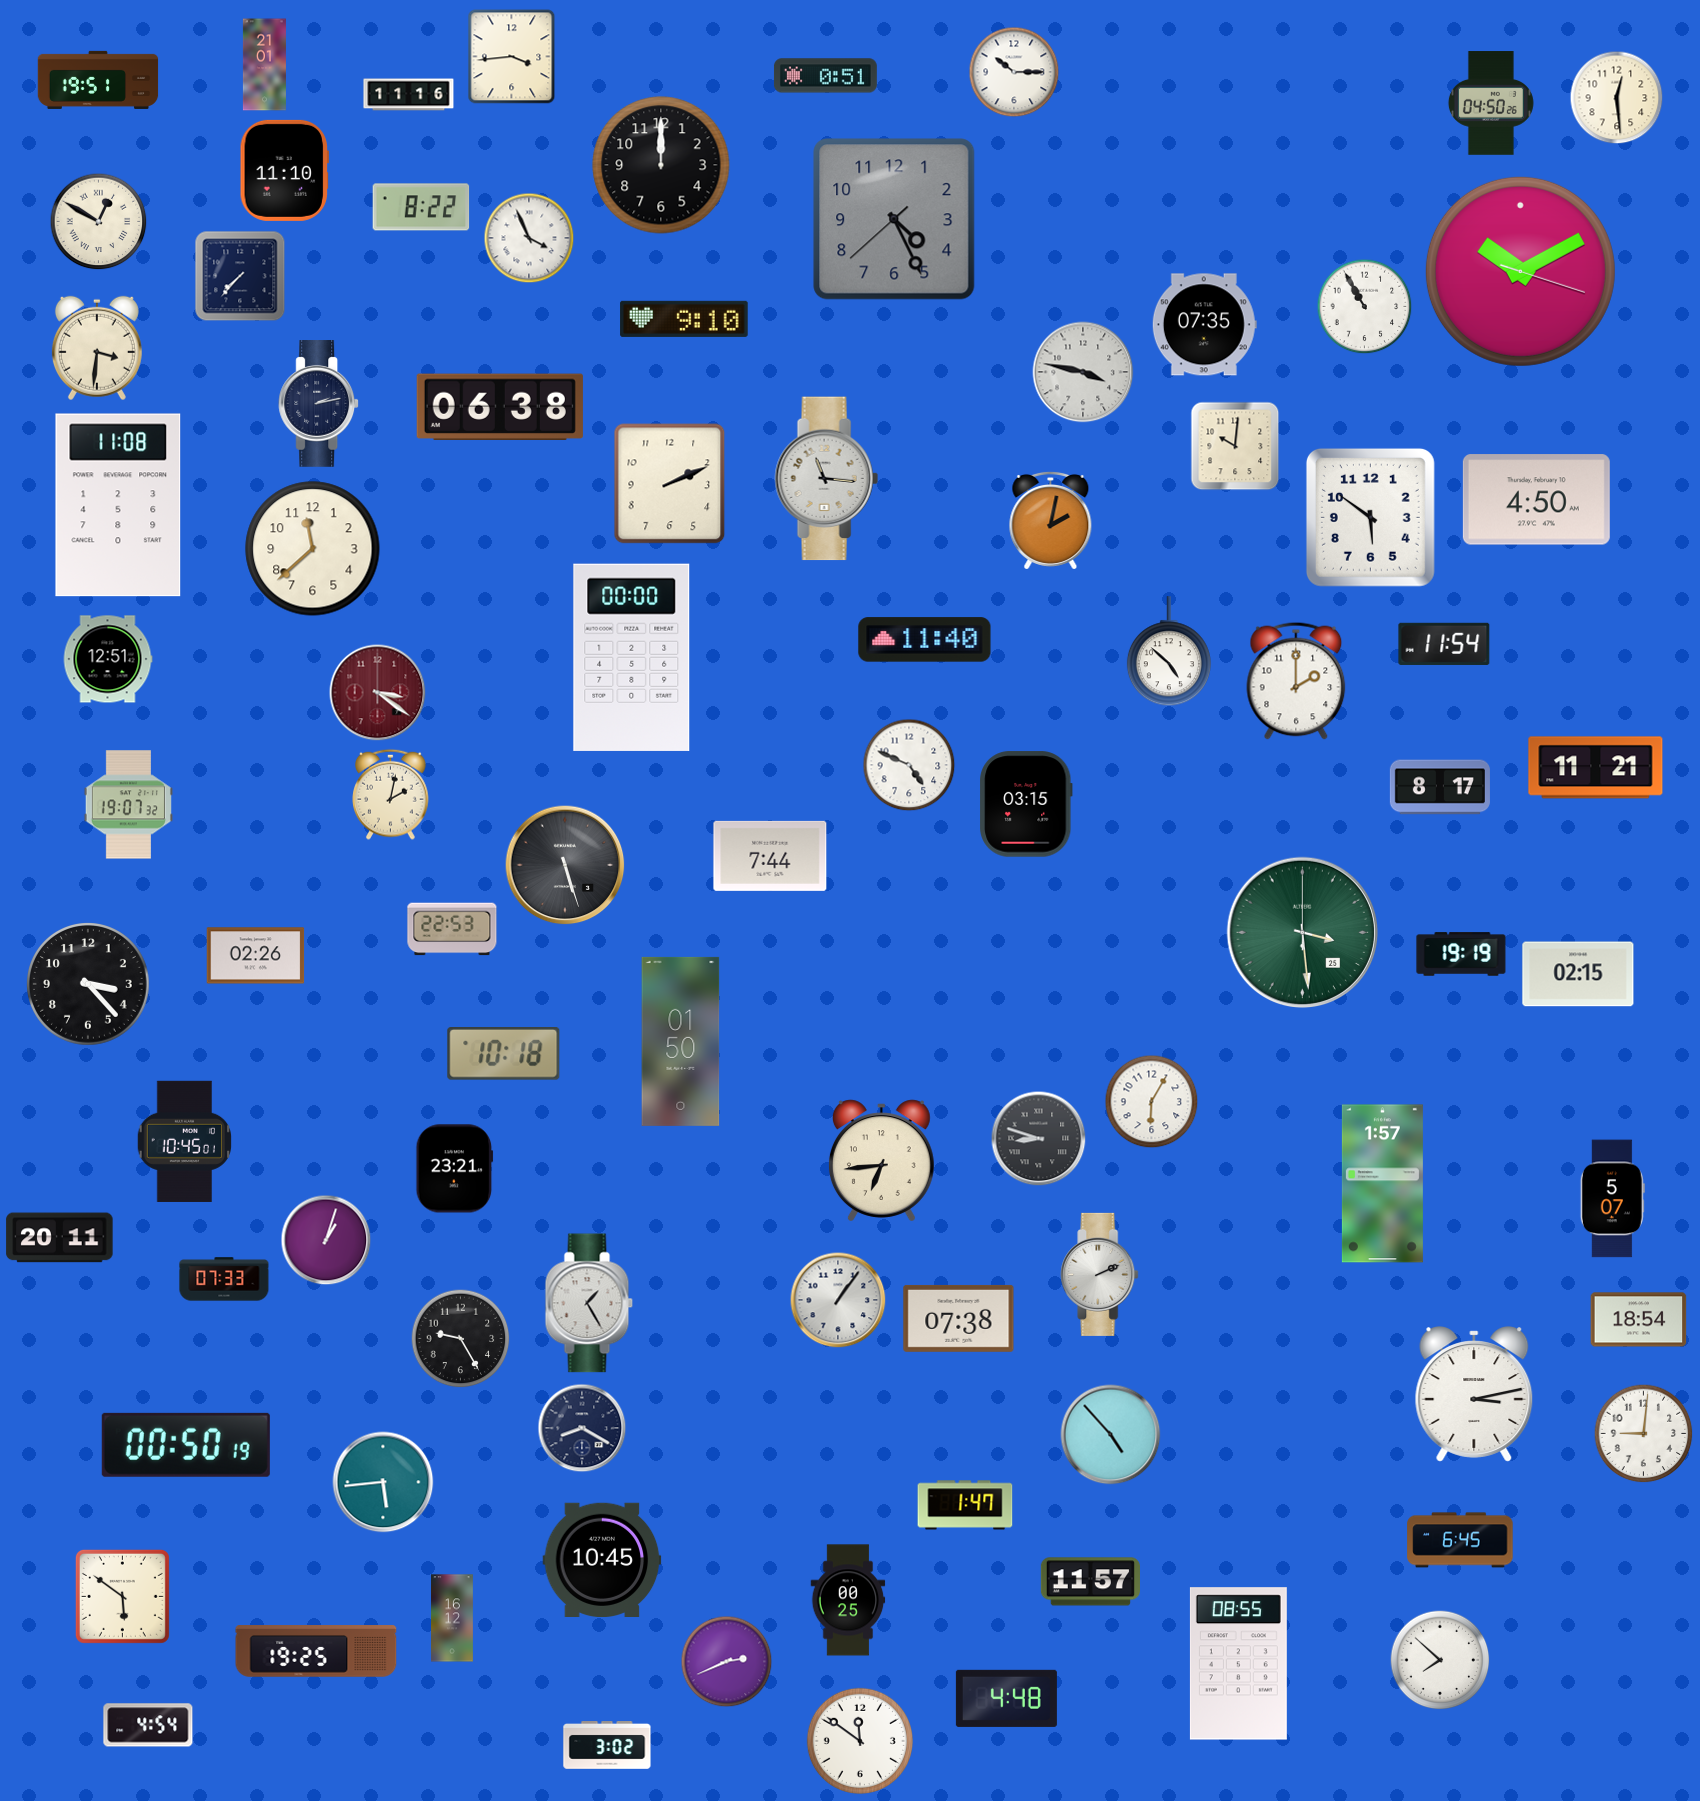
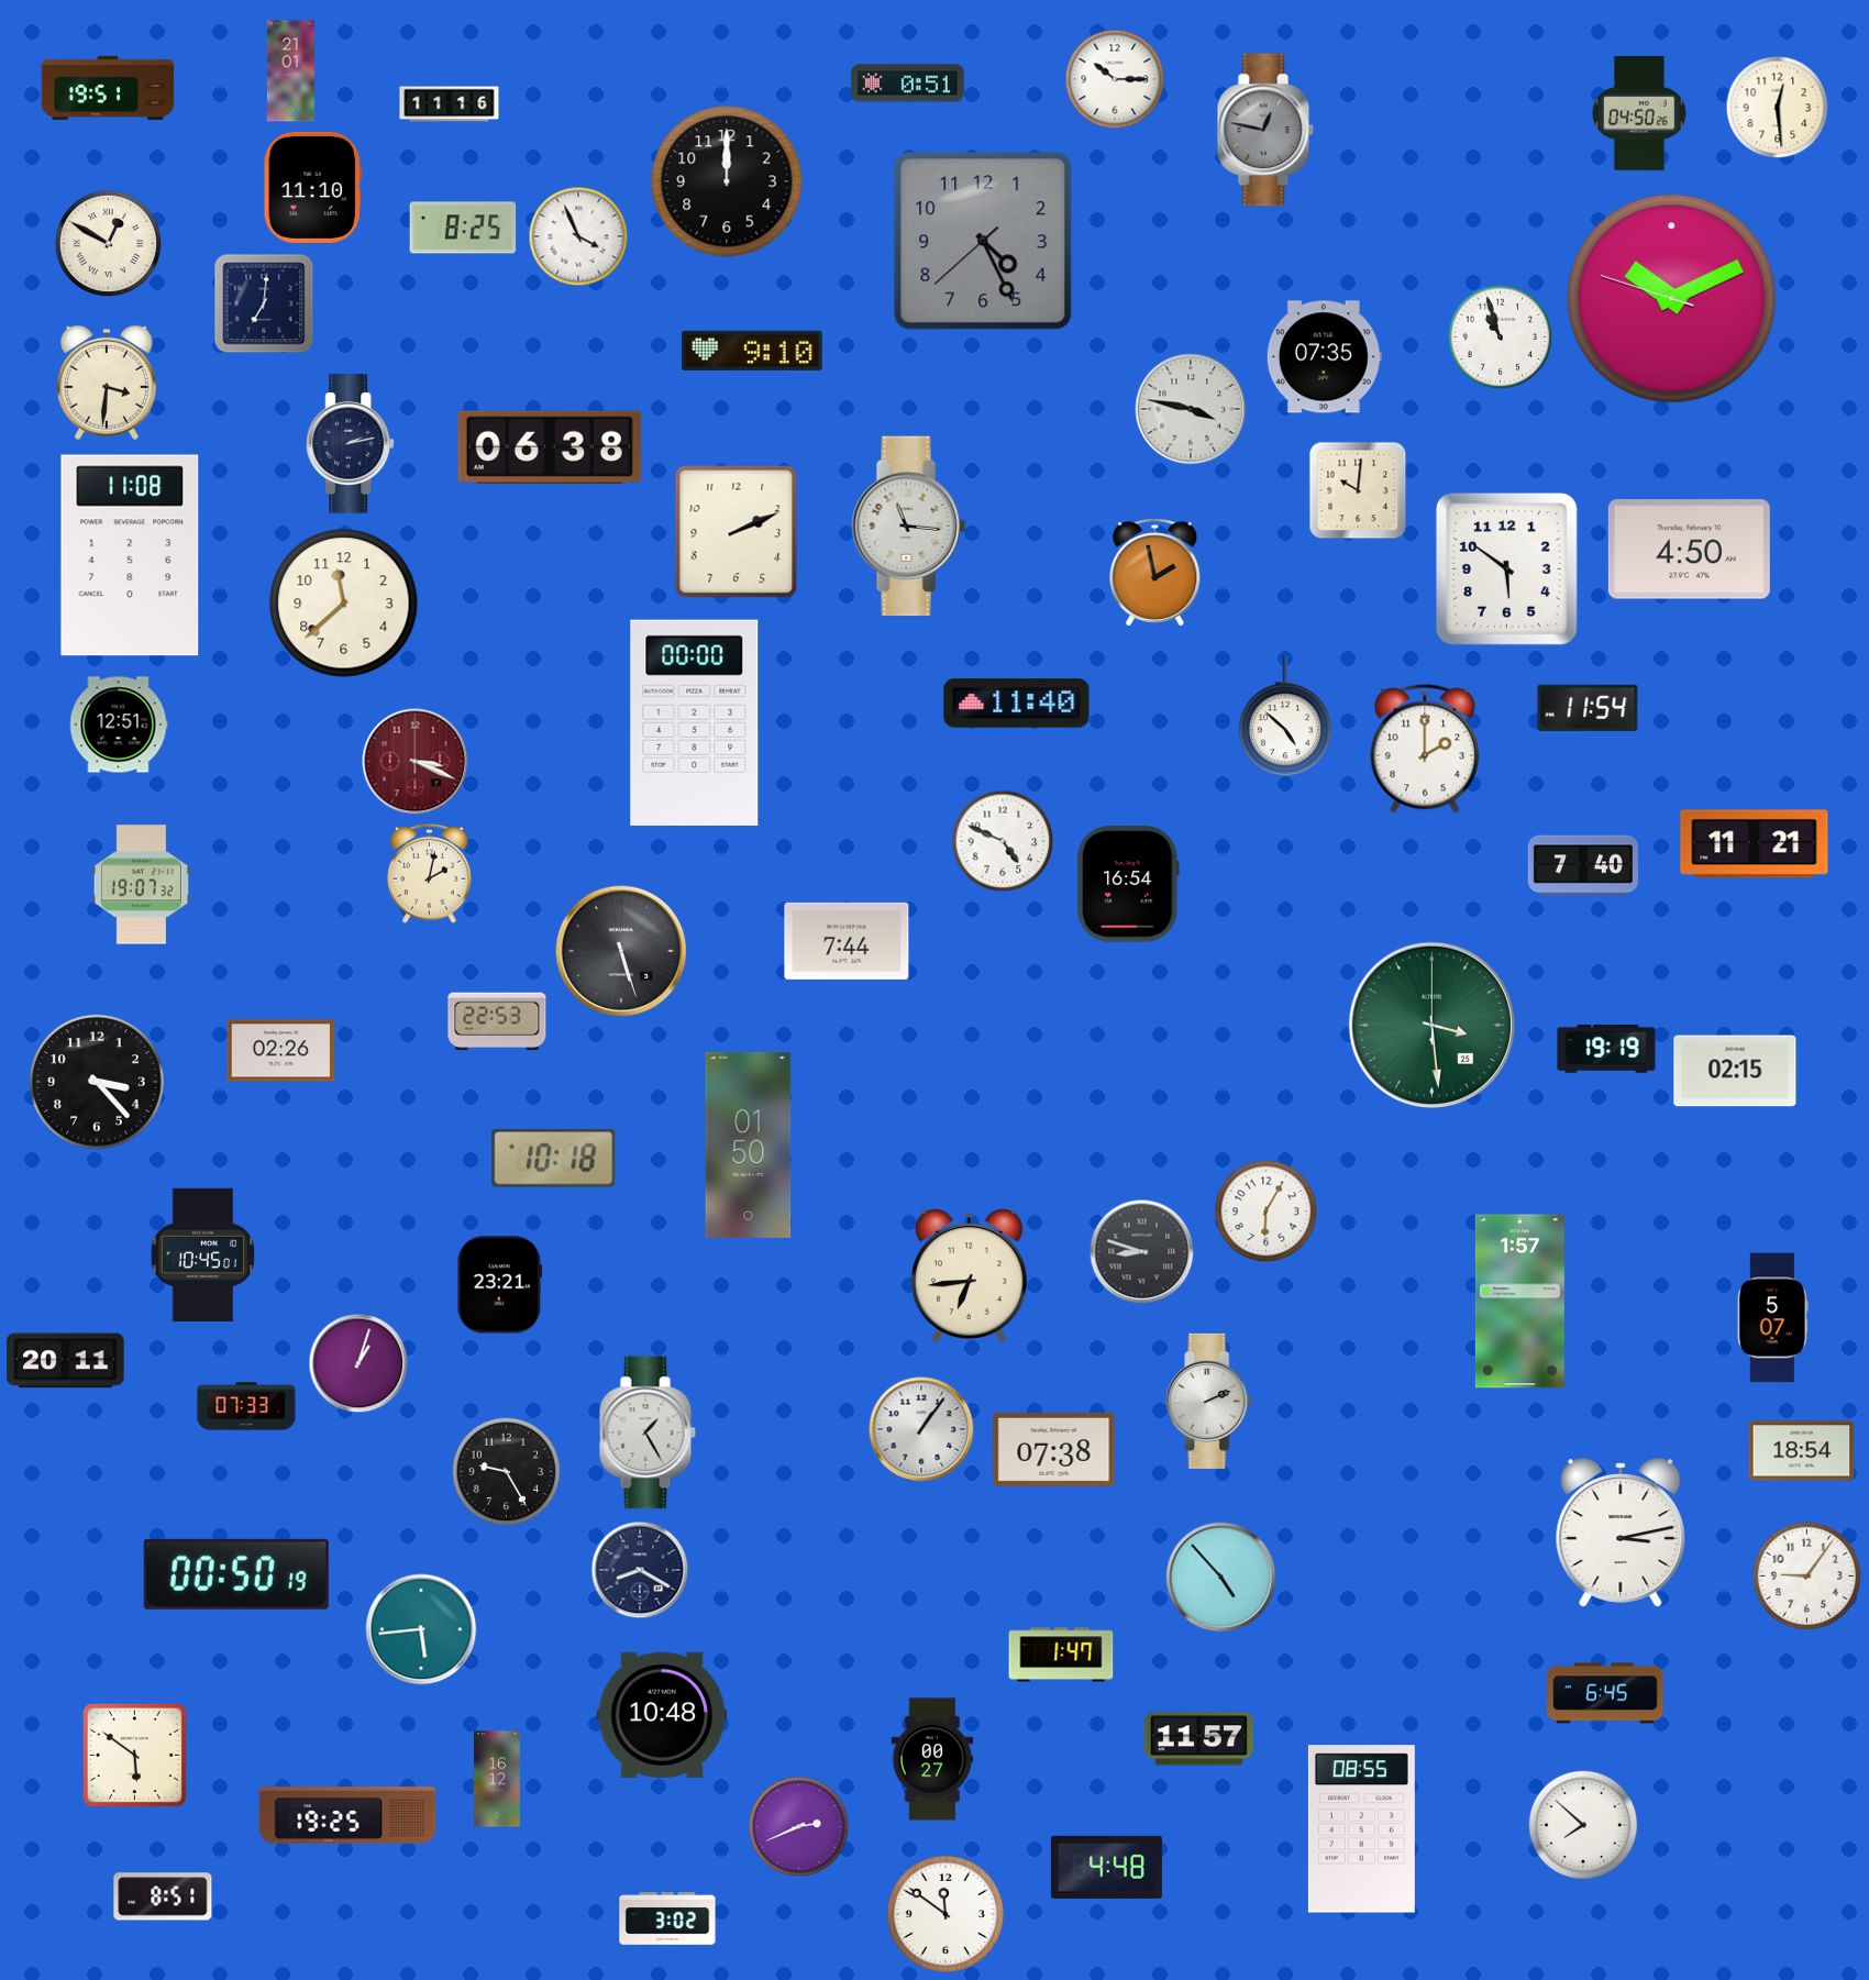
clock at (512, 57): 3:44 -> none
clock at (1265, 130): none -> 12:47
clock at (421, 207): 8:22 -> 8:25
clock at (529, 238) position: (529, 238) -> (578, 236)
clock at (1520, 271): 10:10:18 -> 10:10:48
clock at (240, 276): 7:37 -> 7:01
clock at (1365, 307): 10:55 -> 10:57
clock at (1051, 520): 2:02 -> 1:58
clock at (378, 693): 3:21 -> 3:19
clock at (909, 765) position: (909, 765) -> (1003, 841)
clock at (1440, 787): 8:17 -> 7:40
clock at (1027, 804): 03:15 -> 16:54
clock at (1644, 1434): 9:01 -> 9:06
clock at (186, 1445) position: (186, 1445) -> (236, 1574)
clock at (602, 1559): 10:45 -> 10:48
clock at (848, 1600): 00:25 -> 00:27
clock at (148, 1725): 4:54 -> 8:51
